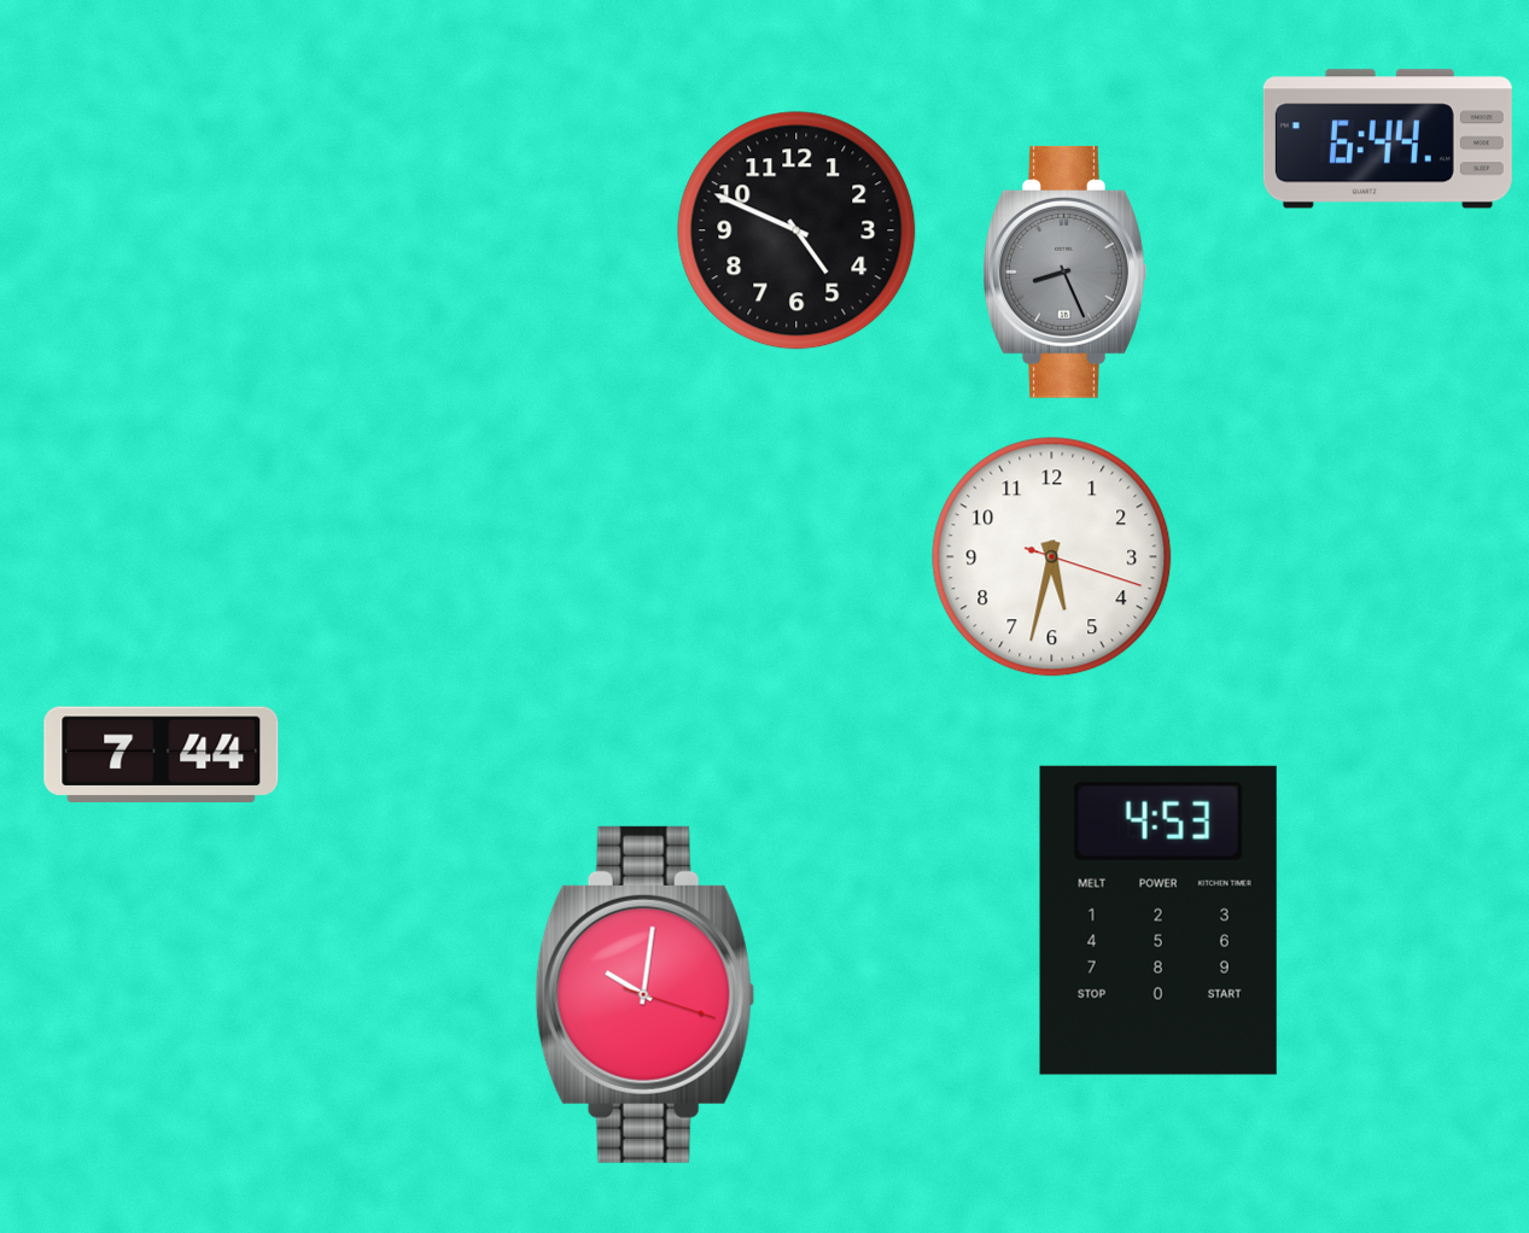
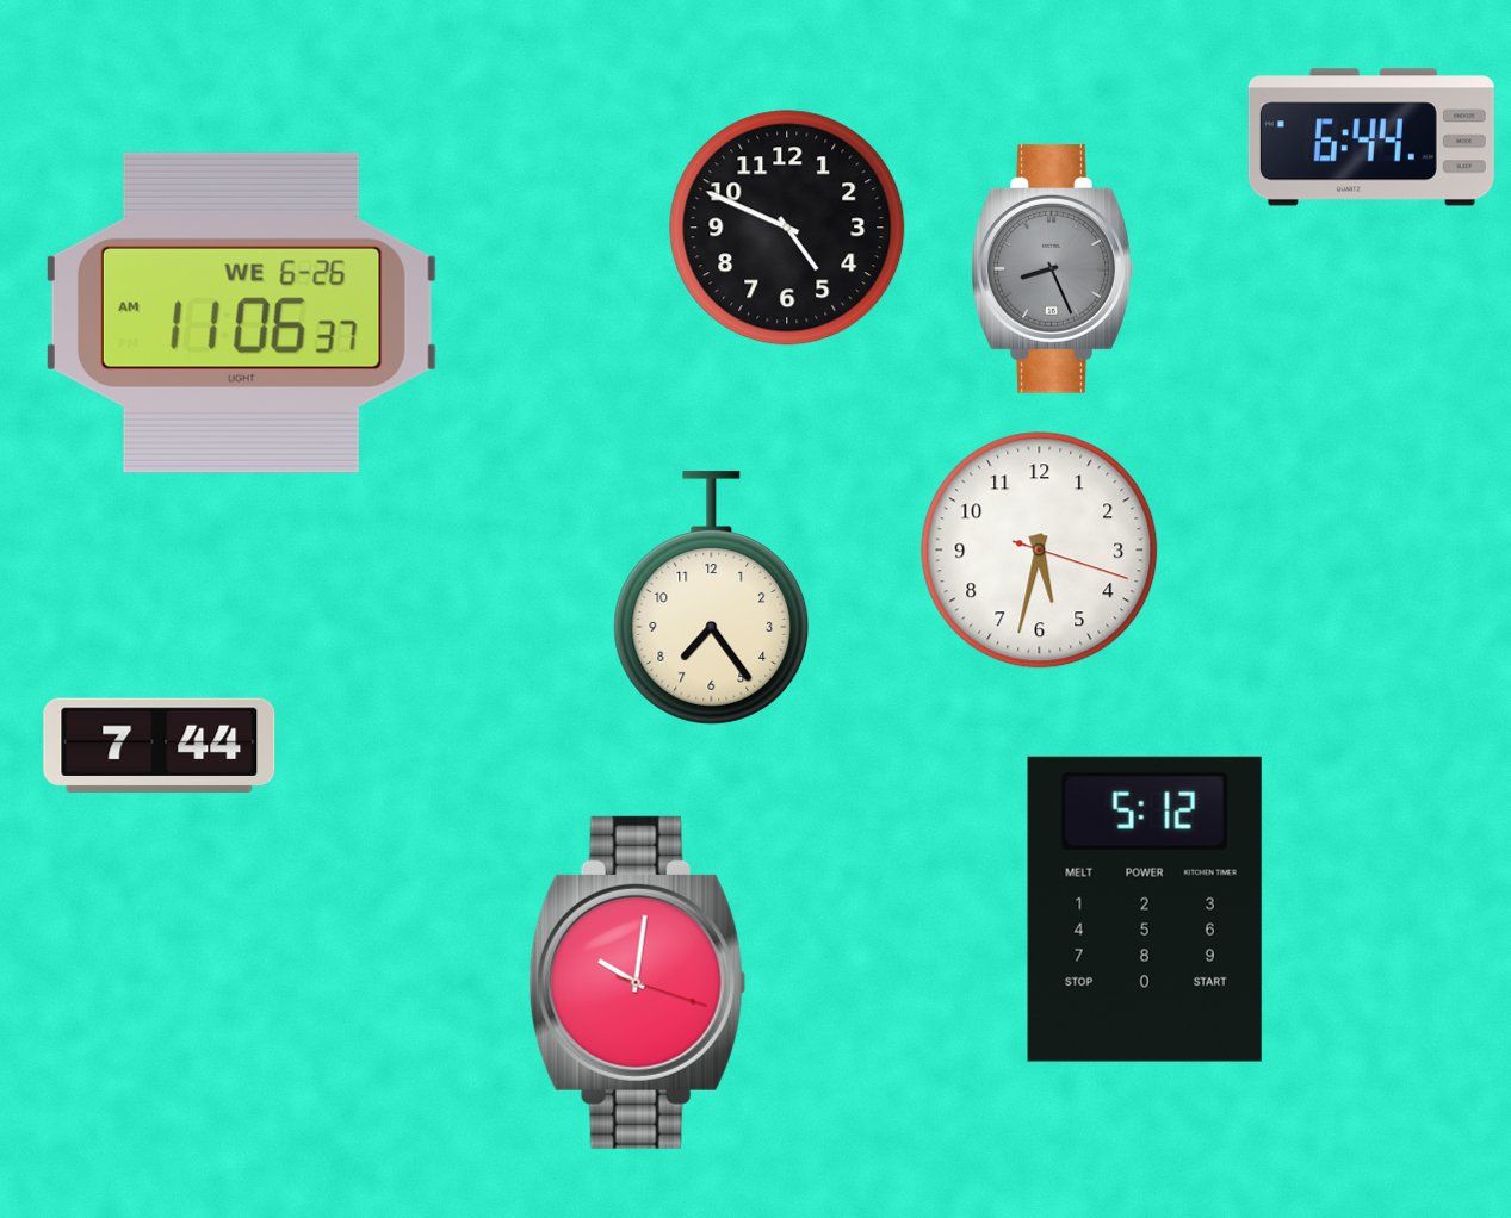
clock at (241, 312): none -> 11:06
clock at (712, 598): none -> 7:24
clock at (1159, 921): 4:53 -> 5:12
